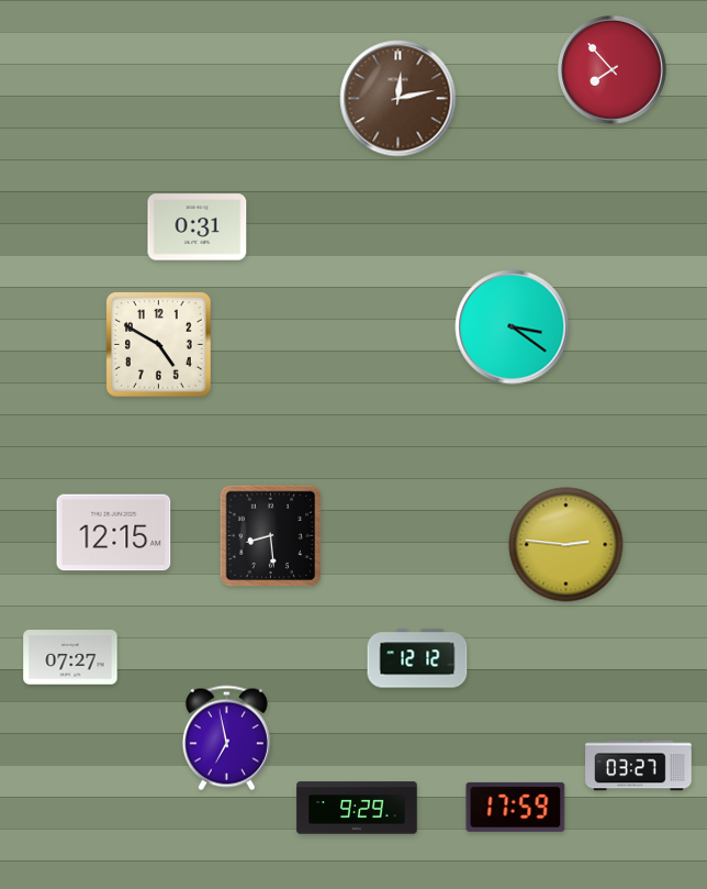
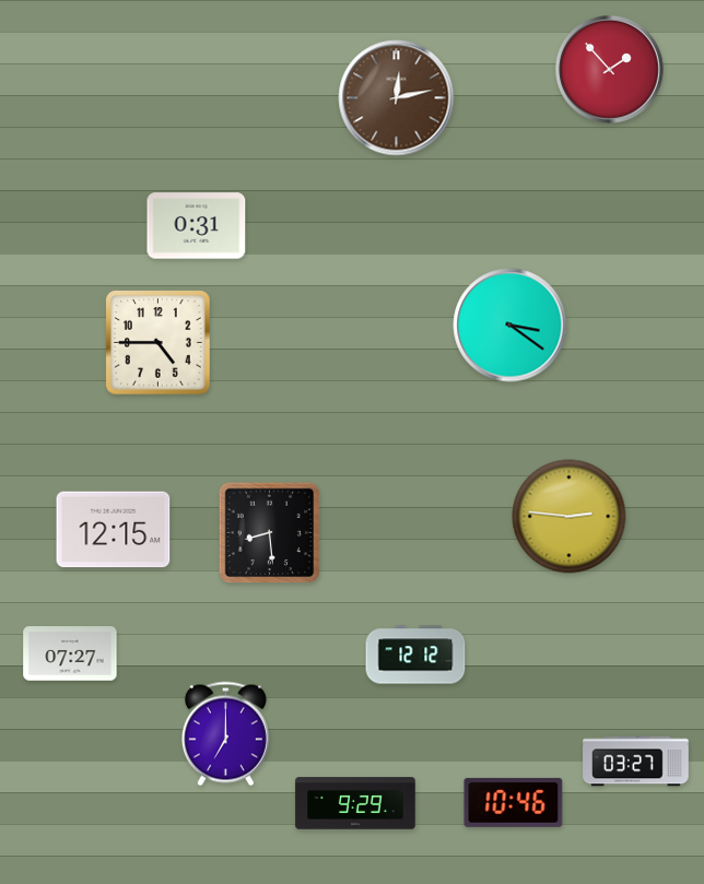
clock at (613, 70): 7:53 -> 1:53
clock at (159, 345): 4:50 -> 4:45
clock at (566, 545) position: (566, 545) -> (570, 517)
clock at (226, 738): 6:58 -> 7:00
clock at (516, 807): 17:59 -> 10:46
